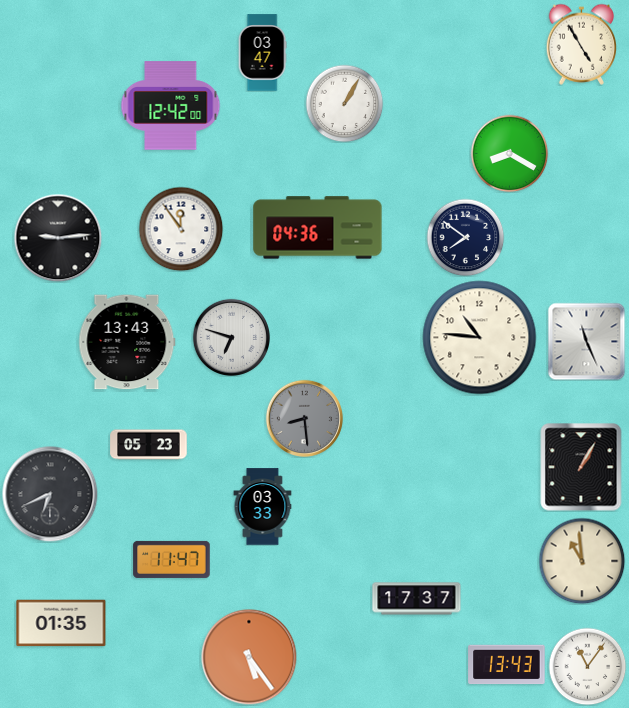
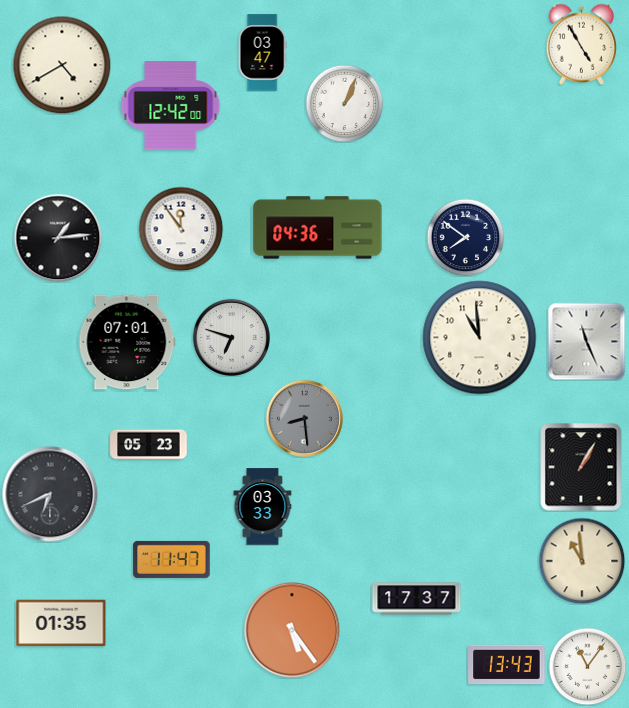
clock at (62, 65): none -> 4:40
clock at (344, 103): 1:05 -> 1:04
clock at (509, 153): 8:20 -> none
clock at (58, 238): 9:14 -> 1:14
clock at (480, 338): 10:46 -> 10:59
clock at (127, 342): 13:43 -> 07:01
clock at (249, 657) position: (249, 657) -> (292, 630)
